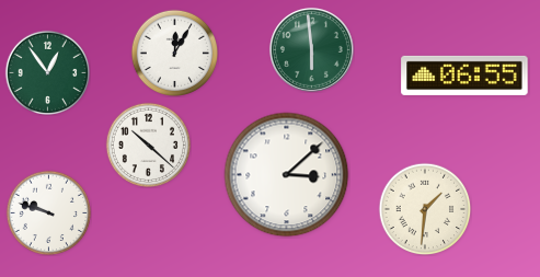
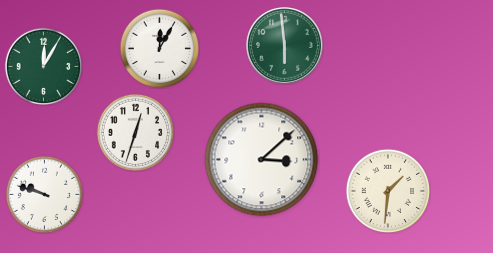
clock at (47, 72): 12:54 -> 12:05
clock at (464, 76): 06:55 -> none
clock at (148, 145): 10:22 -> 12:33
